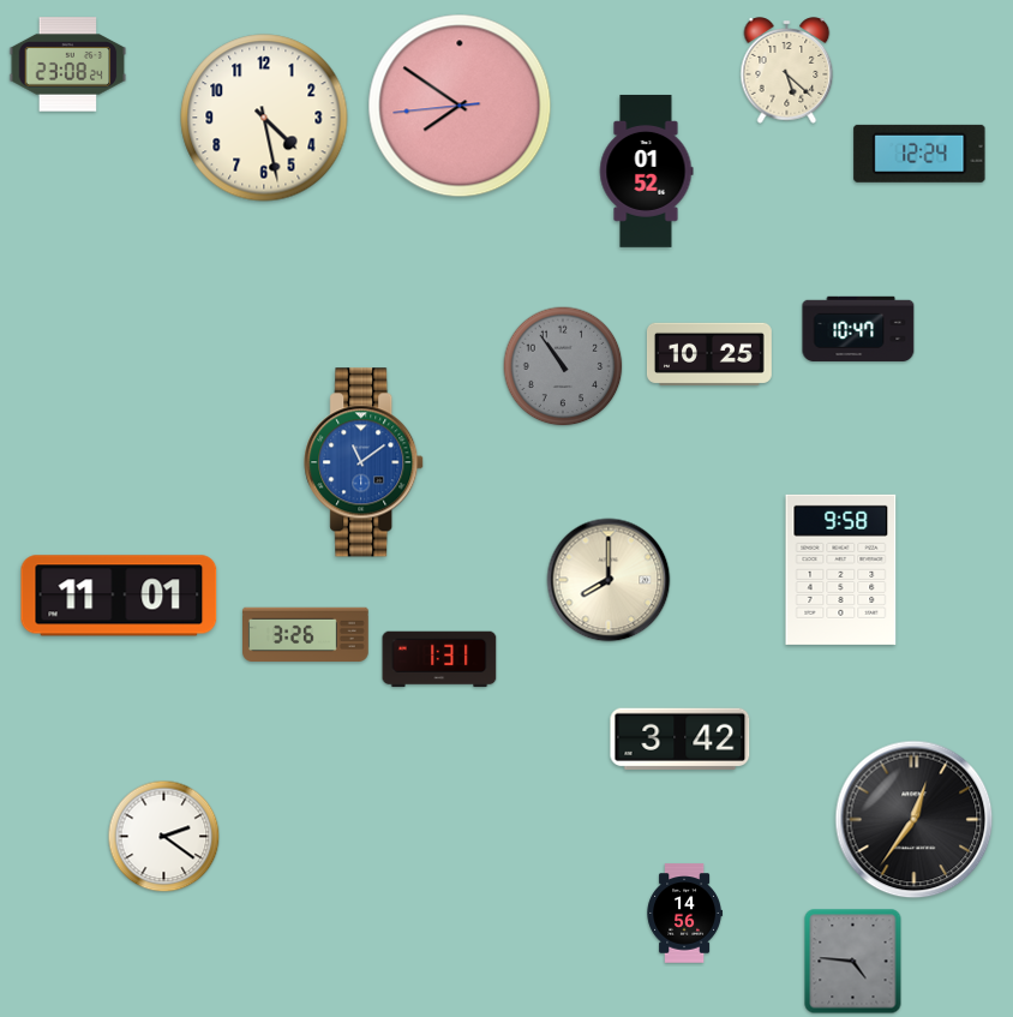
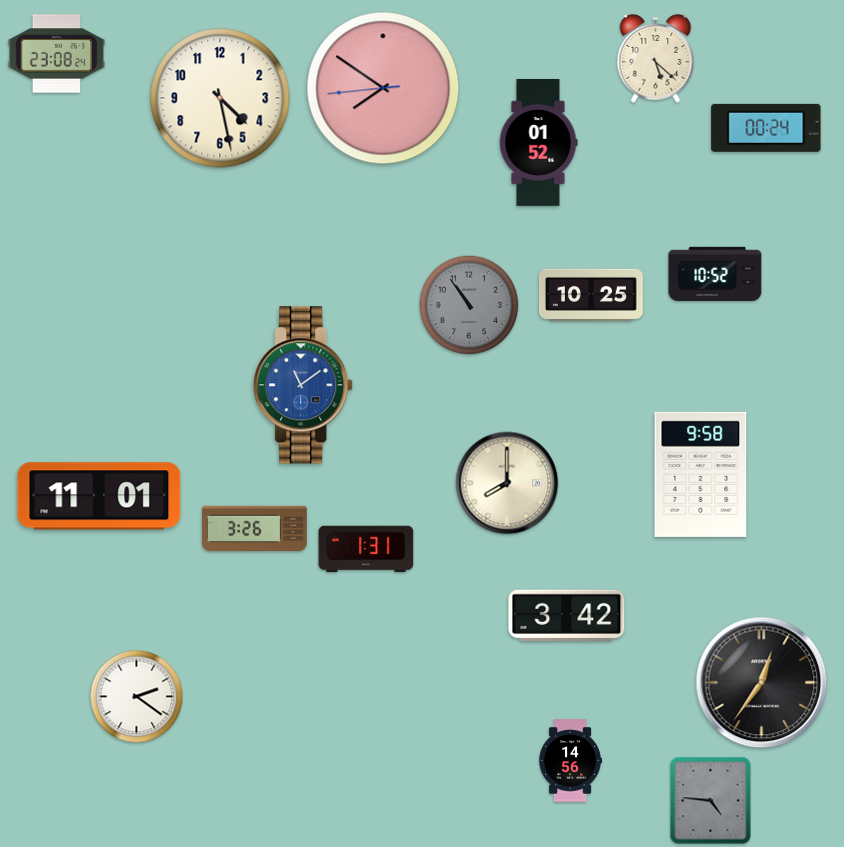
clock at (919, 154): 12:24 -> 00:24
clock at (858, 329): 10:47 -> 10:52
